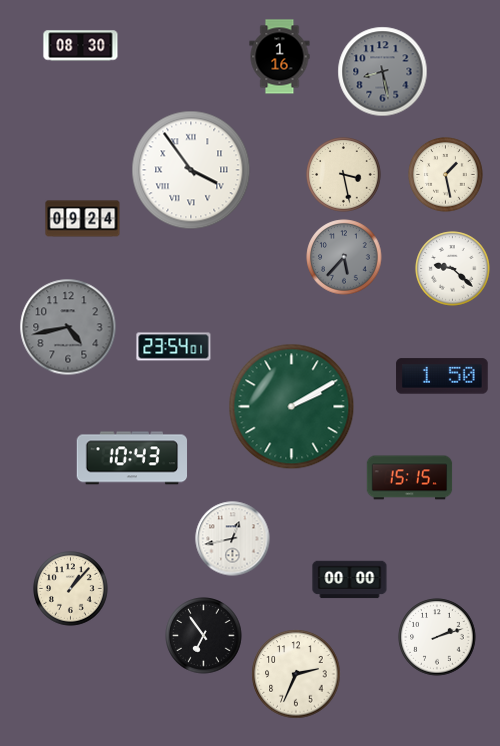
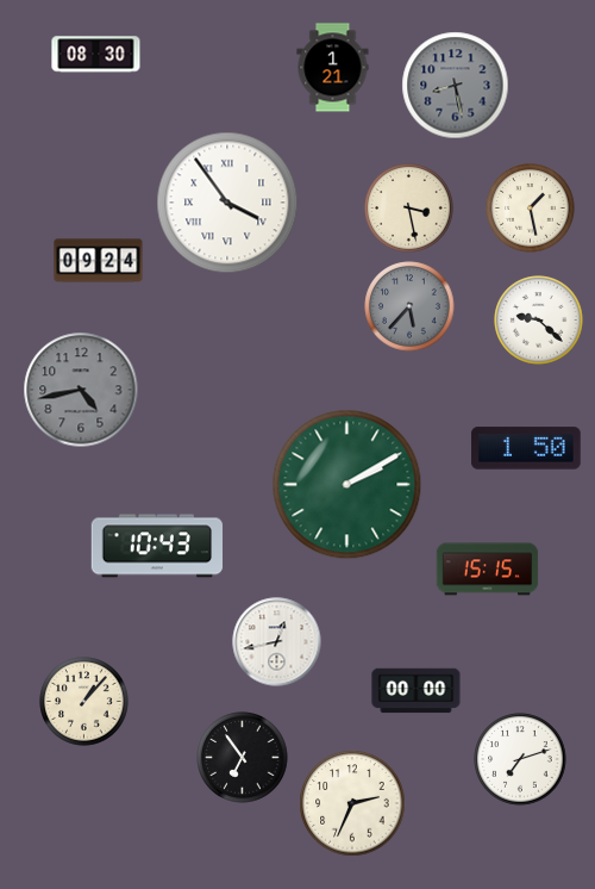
clock at (280, 57): 1:16 -> 1:21
clock at (174, 347): 23:54 -> none
clock at (437, 637): 2:12 -> 7:12
